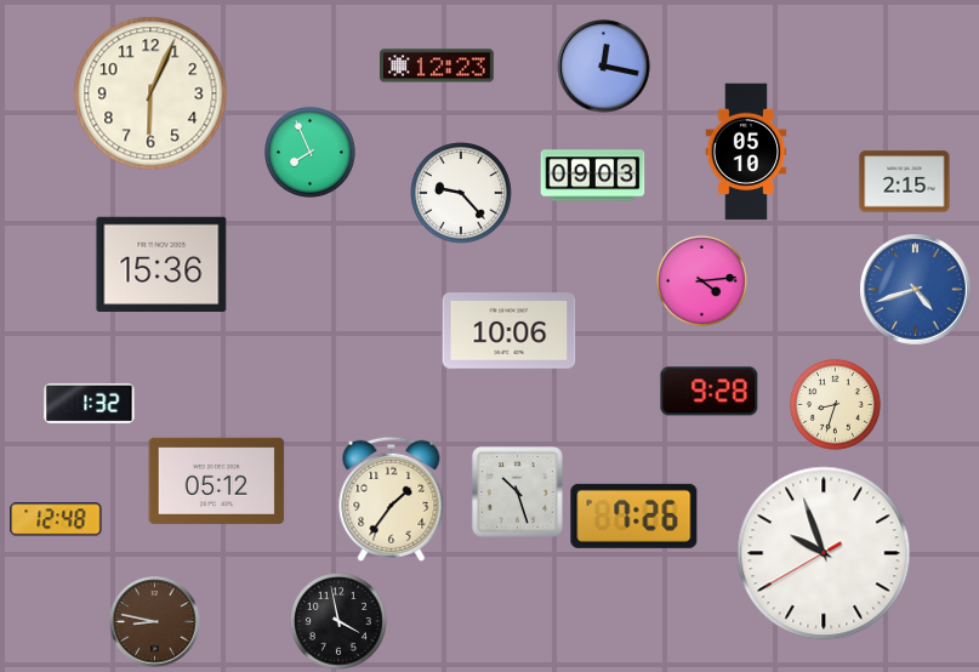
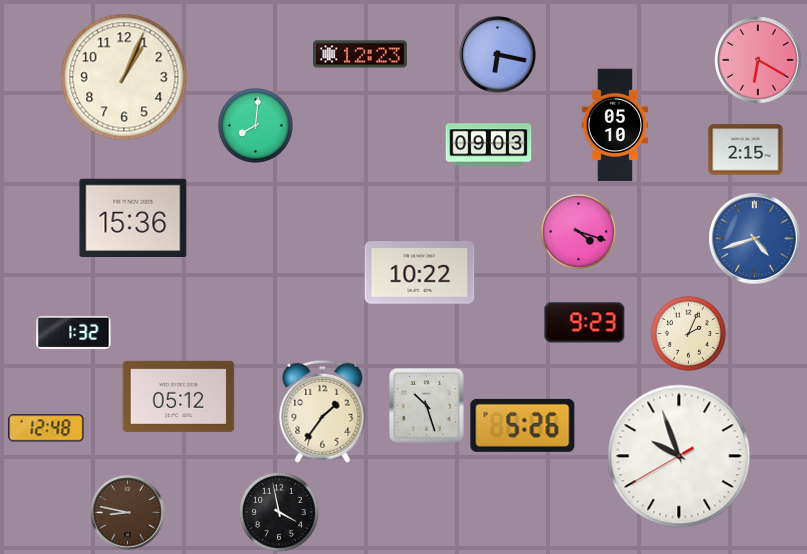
clock at (604, 67): 12:17 -> 6:17
clock at (758, 60): none -> 6:20
clock at (150, 93): 6:04 -> 1:04
clock at (309, 152): 7:56 -> 8:01
clock at (462, 194): 9:23 -> none
clock at (701, 280): 4:14 -> 4:18
clock at (510, 331): 10:06 -> 10:22
clock at (710, 392): 9:28 -> 9:23
clock at (835, 404): 8:33 -> 2:04
clock at (634, 516): 7:26 -> 5:26
